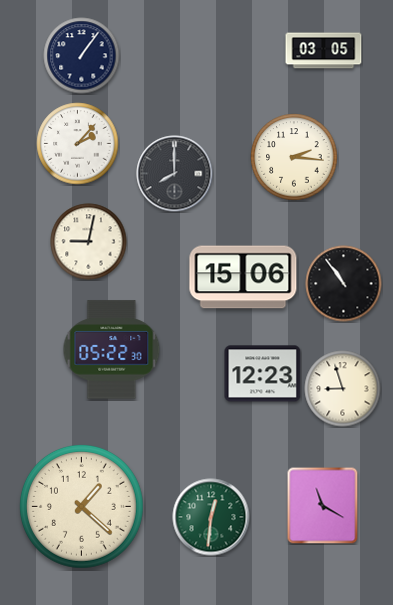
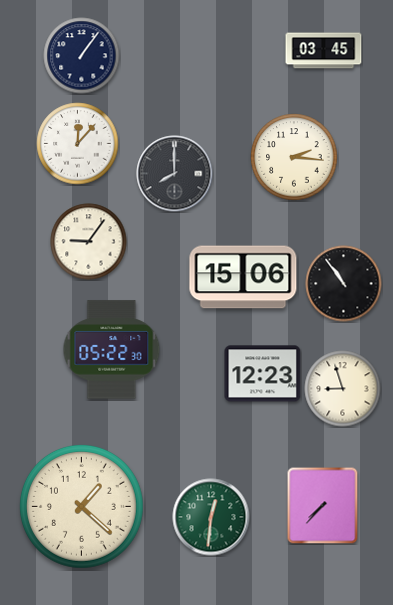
clock at (324, 51): 03:05 -> 03:45
clock at (78, 144): 2:07 -> 12:07
clock at (89, 242): 9:02 -> 9:06
clock at (323, 505): 11:20 -> 7:37
